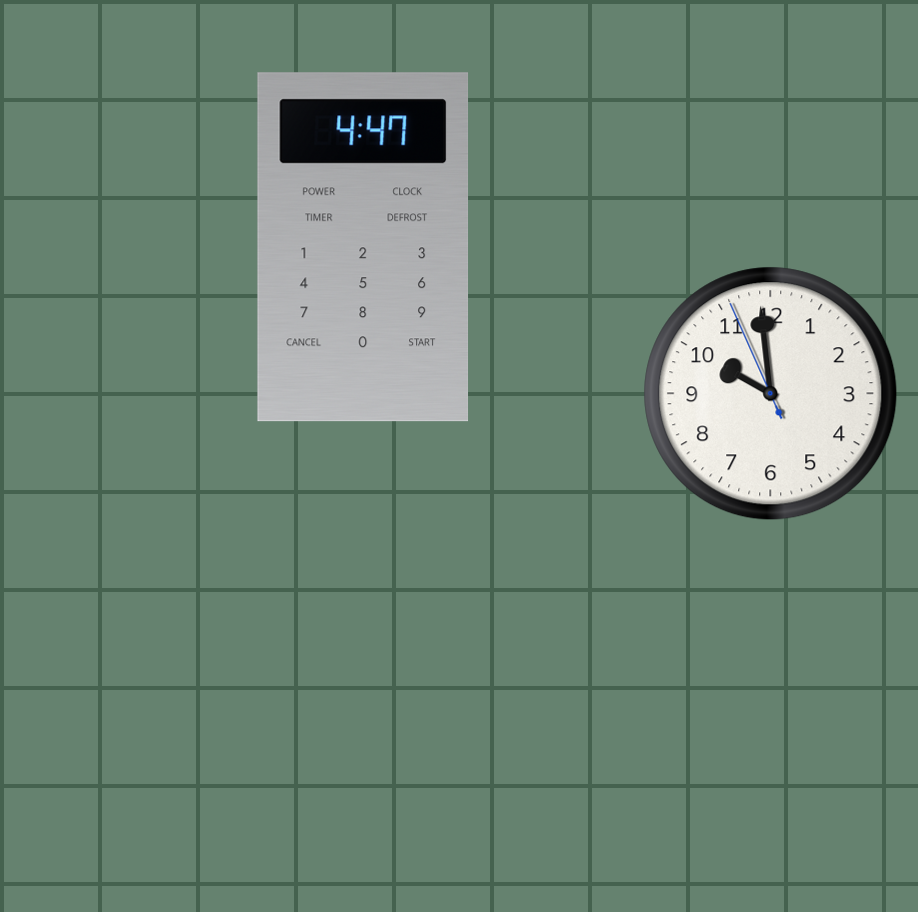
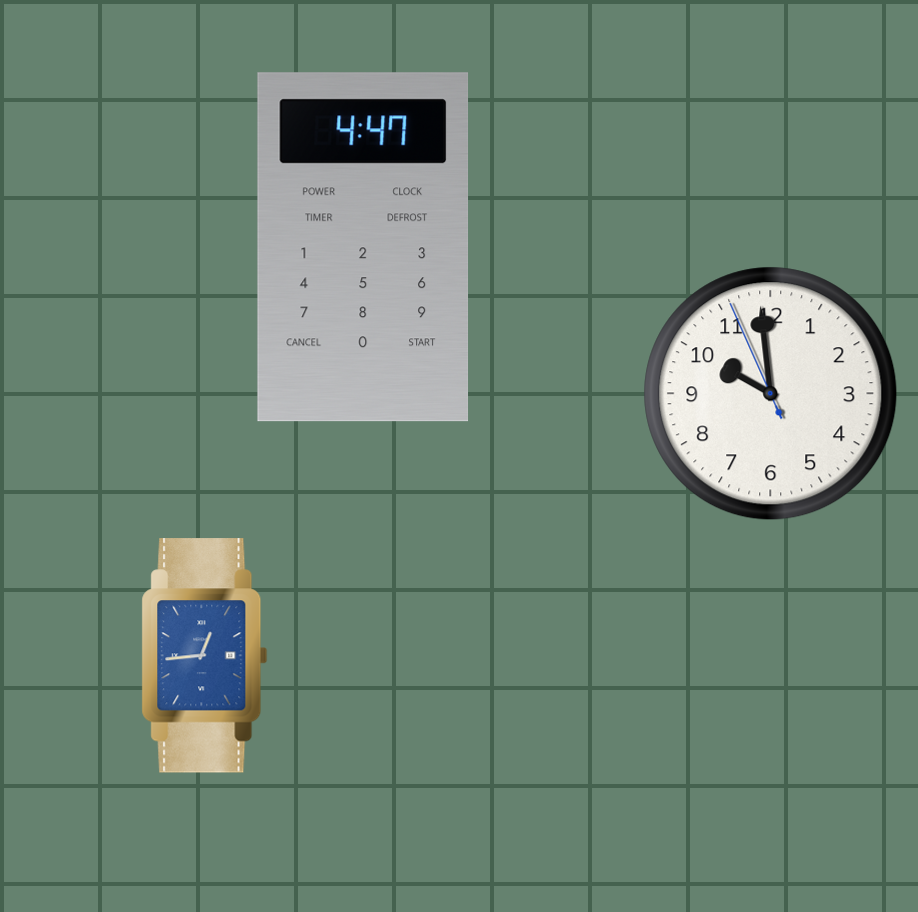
clock at (205, 656): none -> 12:44
